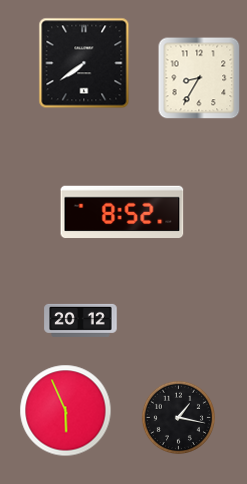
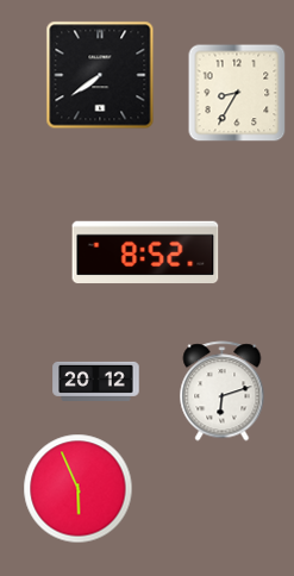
clock at (223, 392): none -> 6:12
clock at (178, 417): 1:17 -> none
